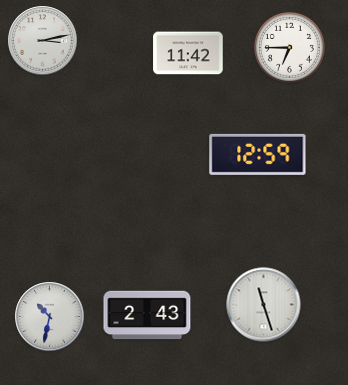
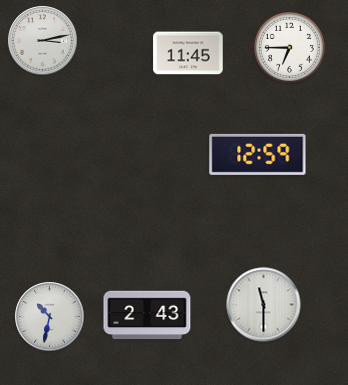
clock at (188, 53): 11:42 -> 11:45
clock at (264, 305): 11:27 -> 11:30
